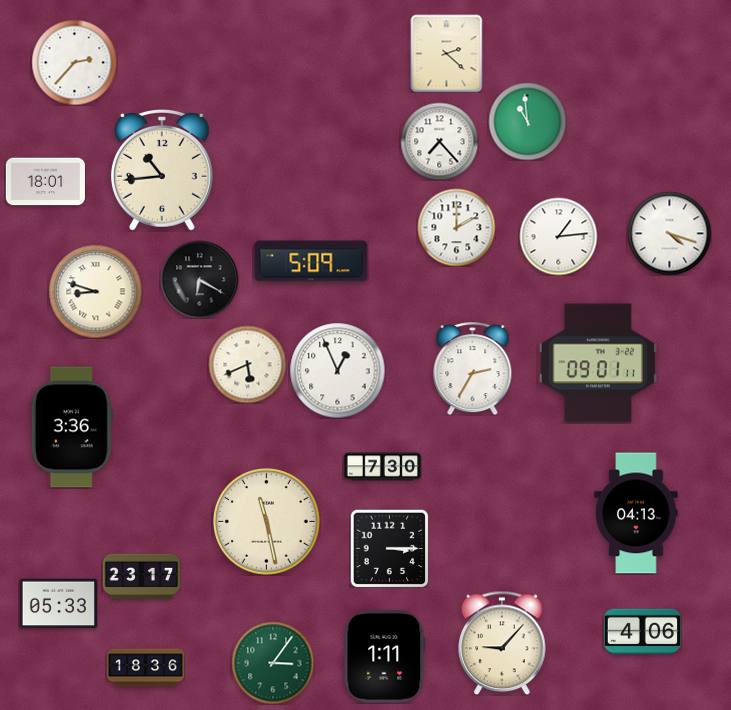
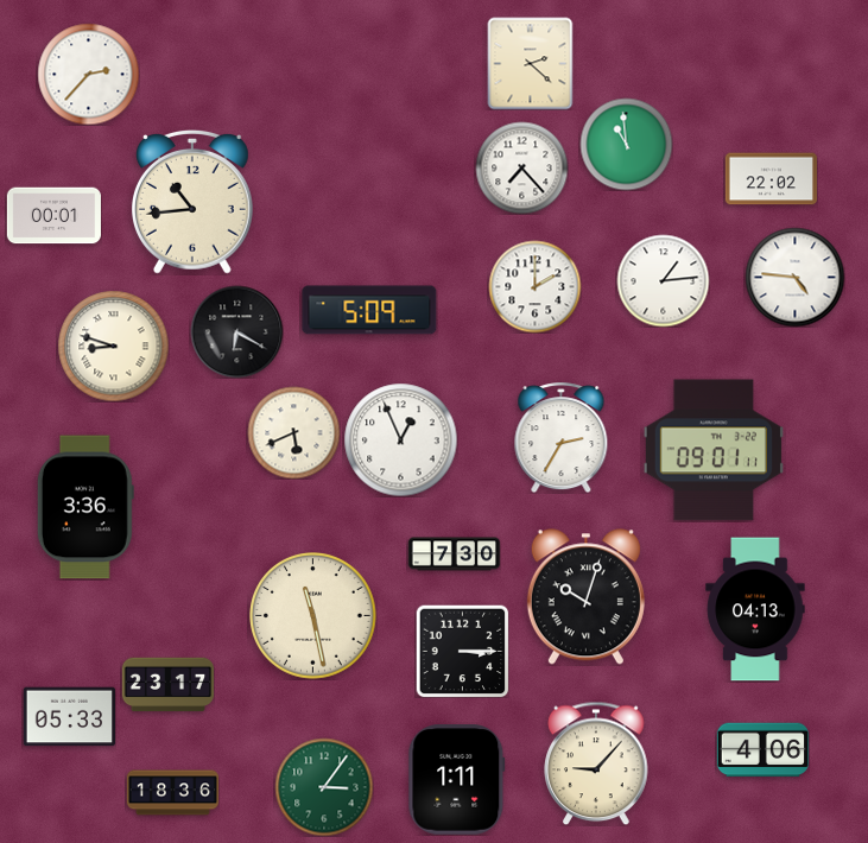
clock at (771, 179): none -> 22:02
clock at (45, 182): 18:01 -> 00:01
clock at (456, 227) position: (456, 227) -> (534, 286)
clock at (669, 233): 4:18 -> 4:46
clock at (598, 363) position: (598, 363) -> (714, 450)
clock at (585, 597): none -> 10:03
clock at (267, 522) position: (267, 522) -> (313, 616)
